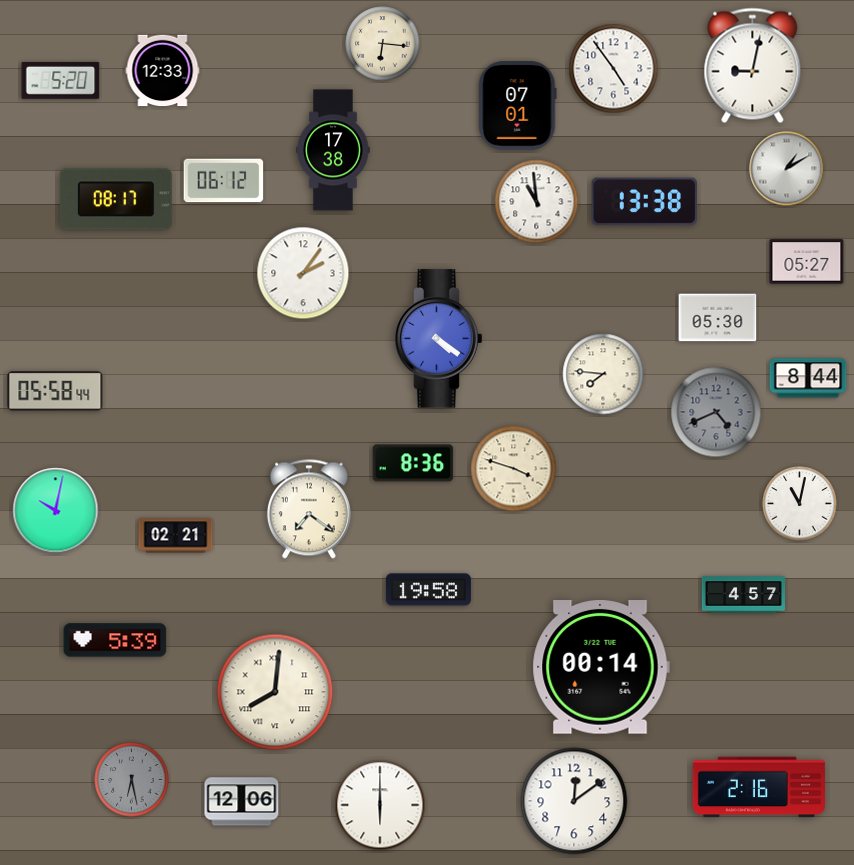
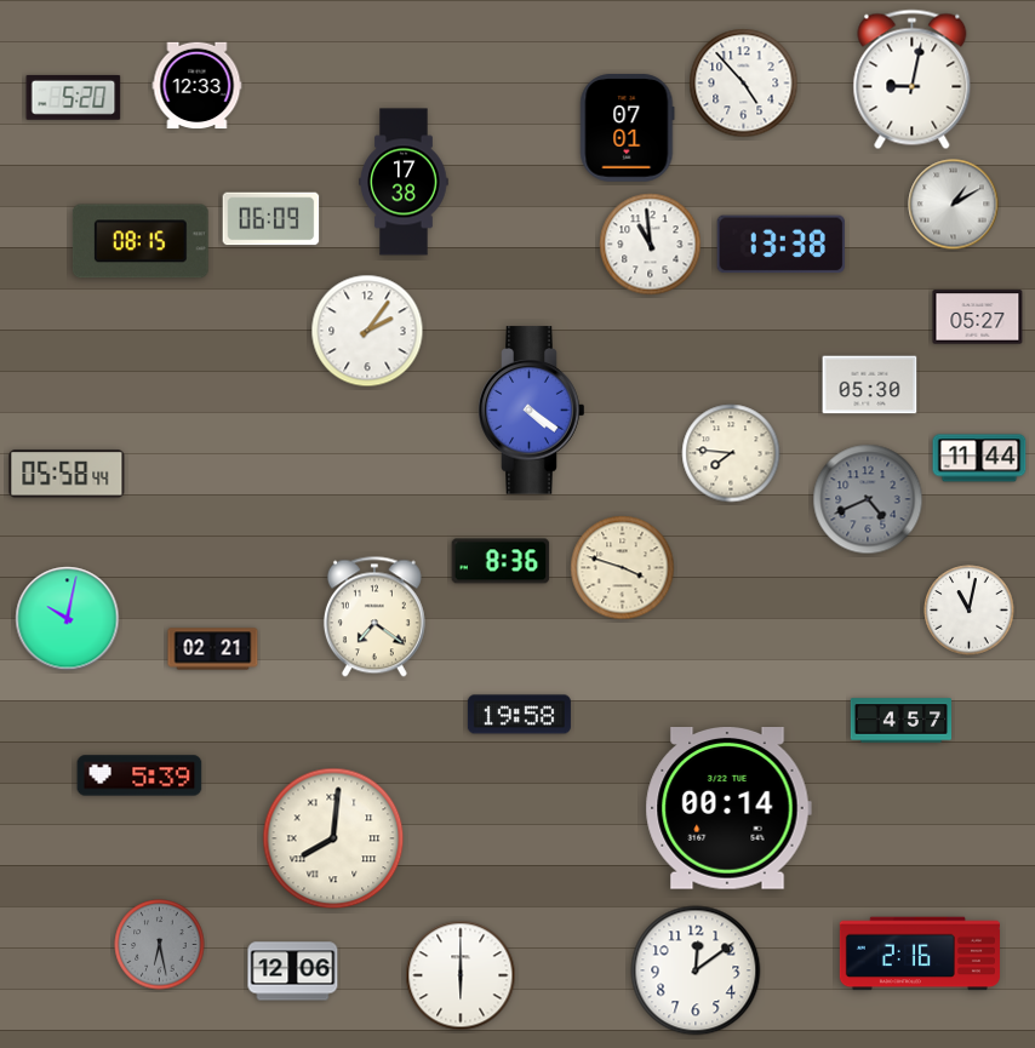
clock at (383, 44): 6:16 -> none
clock at (614, 69): 4:54 -> 4:53
clock at (224, 181): 06:12 -> 06:09
clock at (116, 199): 08:17 -> 08:15
clock at (808, 378): 8:44 -> 11:44
